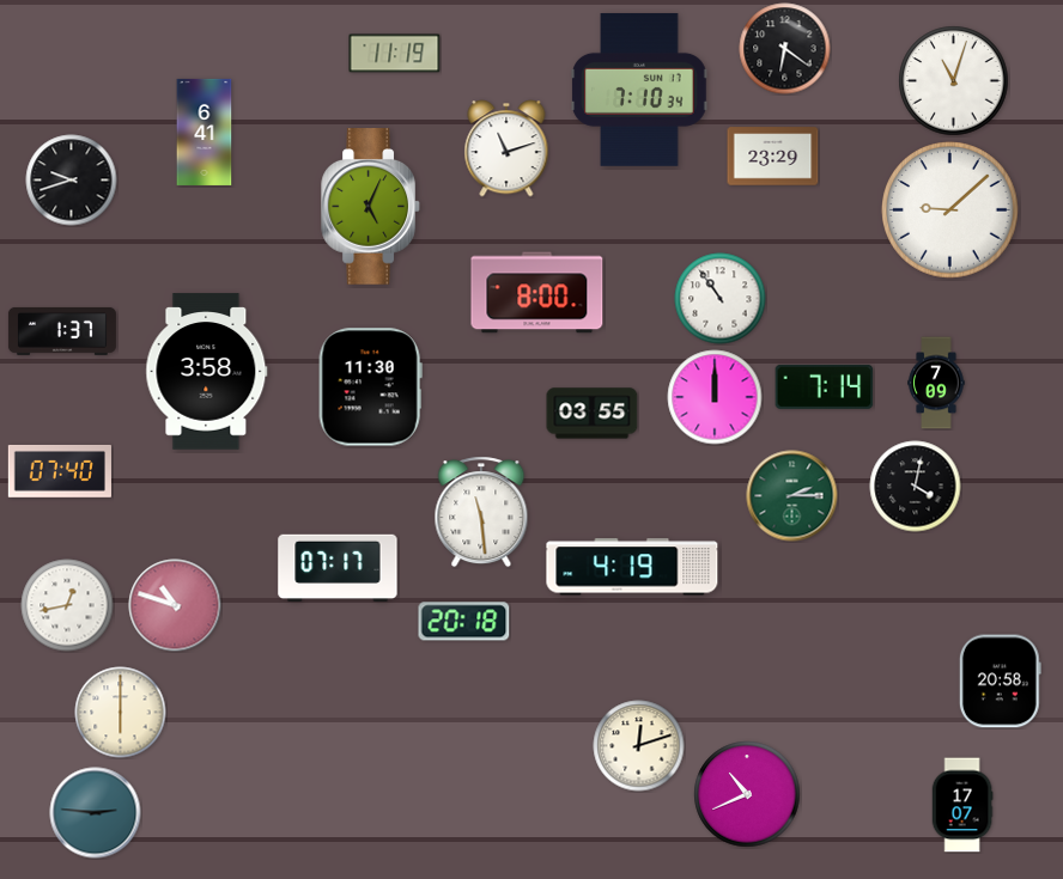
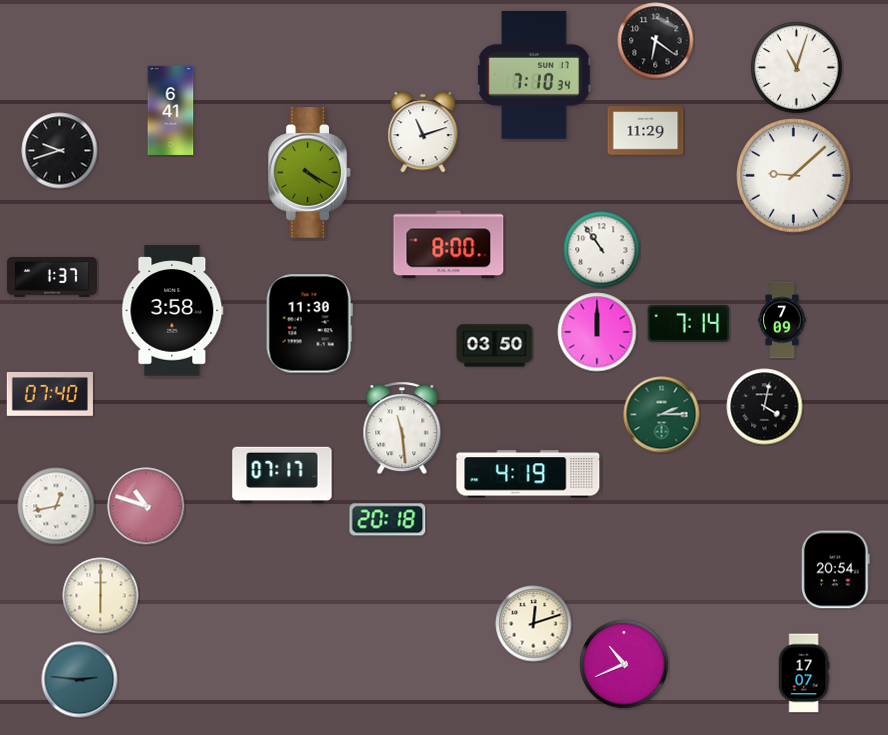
clock at (395, 54): 11:19 -> none
clock at (506, 148) position: (506, 148) -> (423, 132)
clock at (773, 157): 23:29 -> 11:29
clock at (371, 207): 5:04 -> 4:20
clock at (593, 414): 03:55 -> 03:50
clock at (1000, 682): 20:58 -> 20:54
